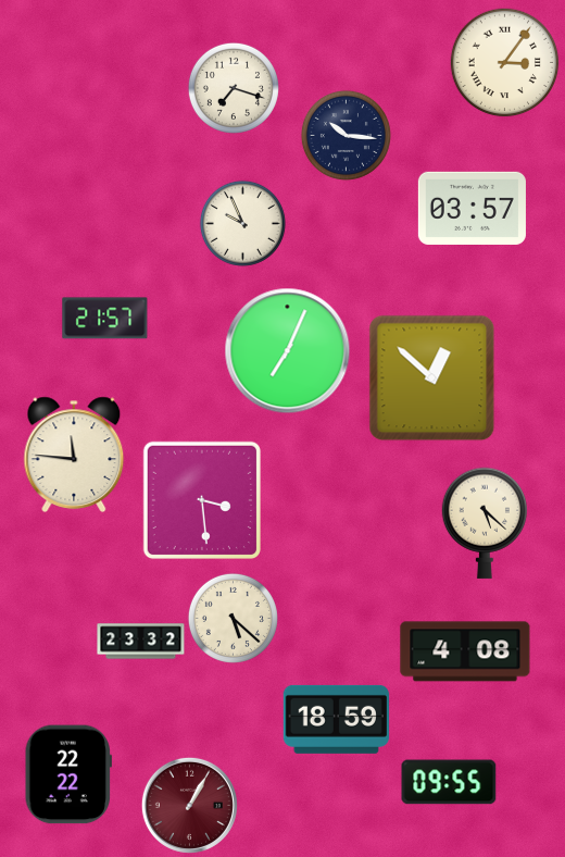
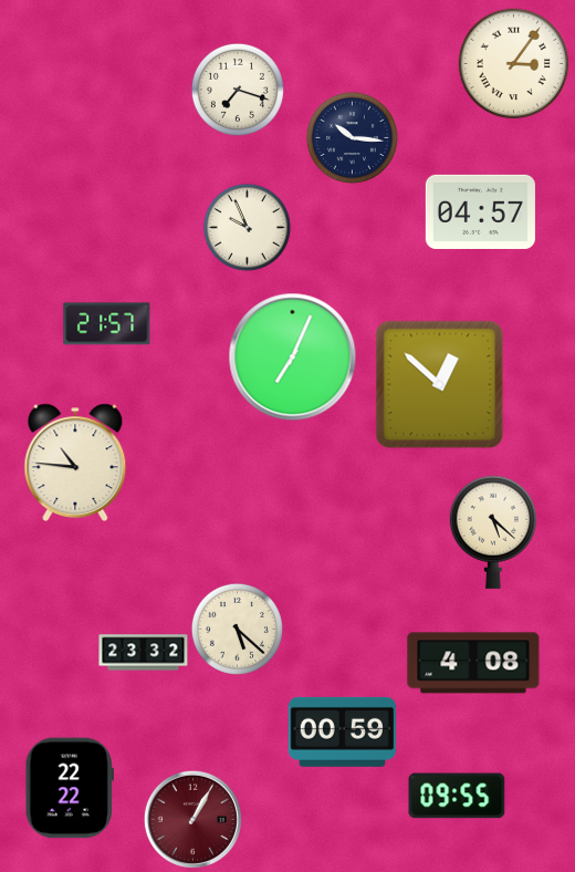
clock at (472, 208): 03:57 -> 04:57
clock at (74, 455): 11:46 -> 10:46
clock at (202, 500): 3:29 -> none
clock at (336, 719): 18:59 -> 00:59
